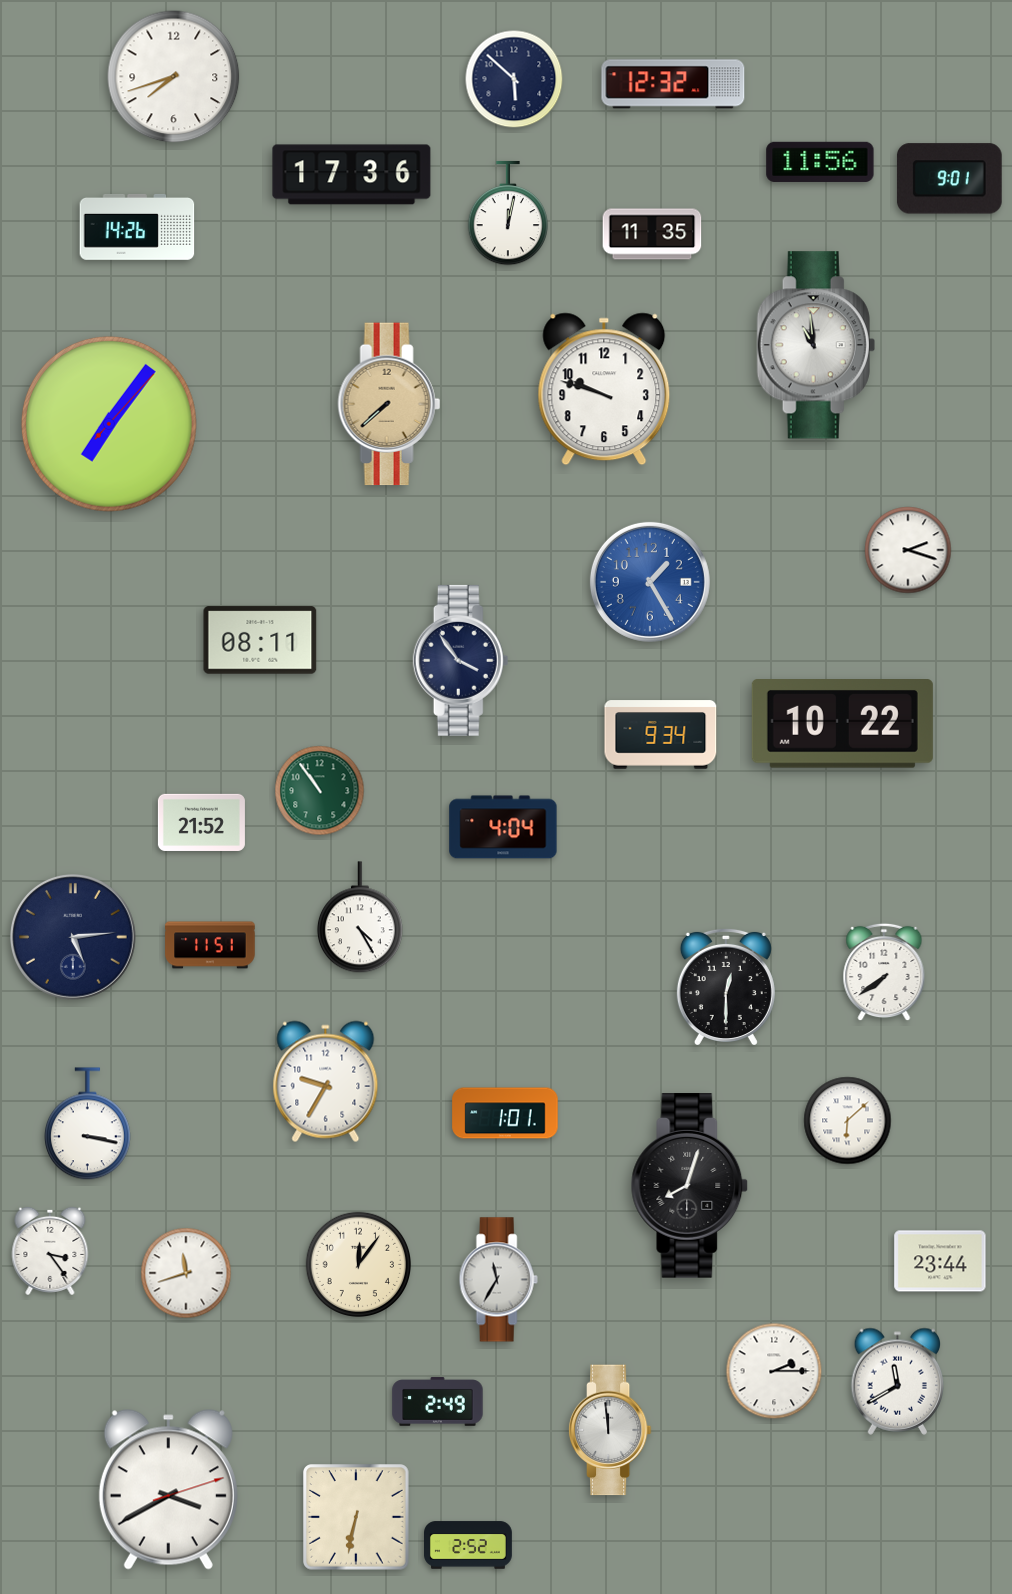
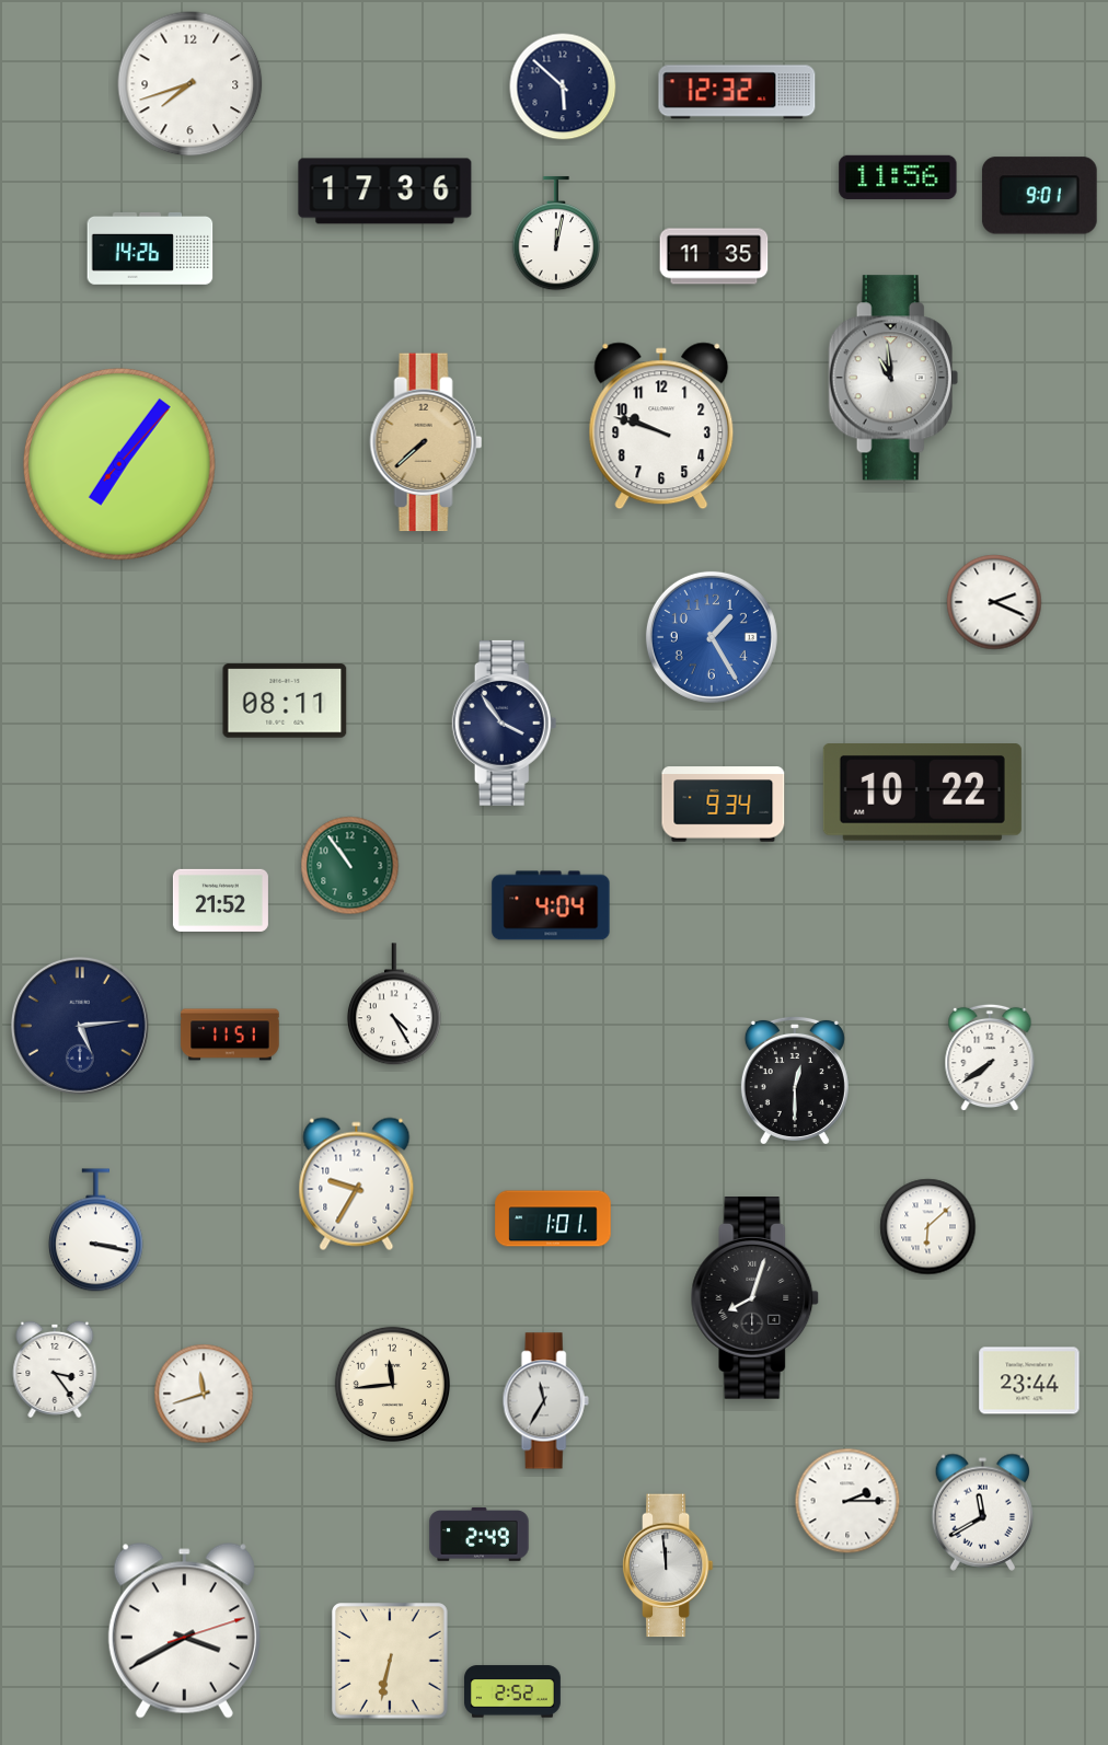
clock at (908, 550): 2:18 -> 2:19
clock at (884, 972) position: (884, 972) -> (990, 1058)
clock at (358, 1264): 12:06 -> 11:44
